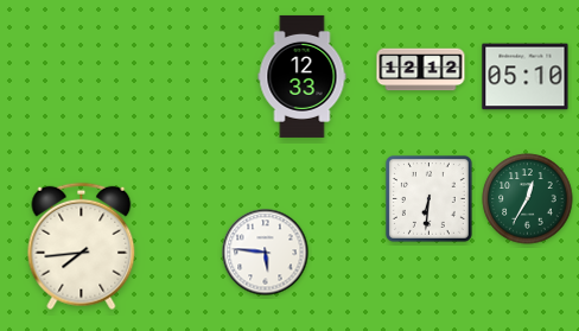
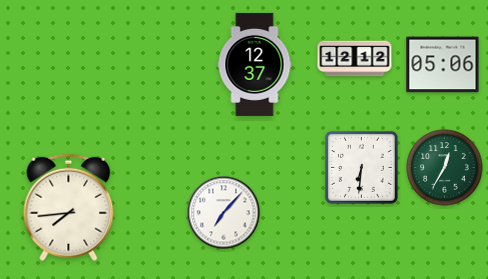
clock at (303, 76): 12:33 -> 12:37
clock at (526, 77): 05:10 -> 05:06
clock at (266, 253): 5:46 -> 7:07
